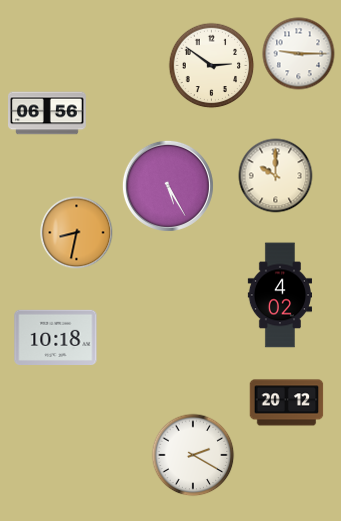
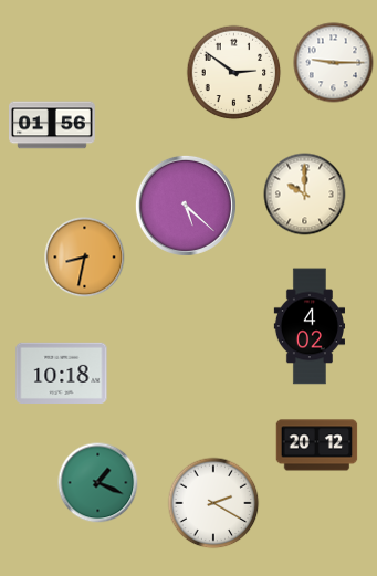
clock at (299, 54) position: (299, 54) -> (334, 63)
clock at (47, 113): 06:56 -> 01:56
clock at (168, 186): 5:25 -> 5:22
clock at (98, 483): none -> 1:19
